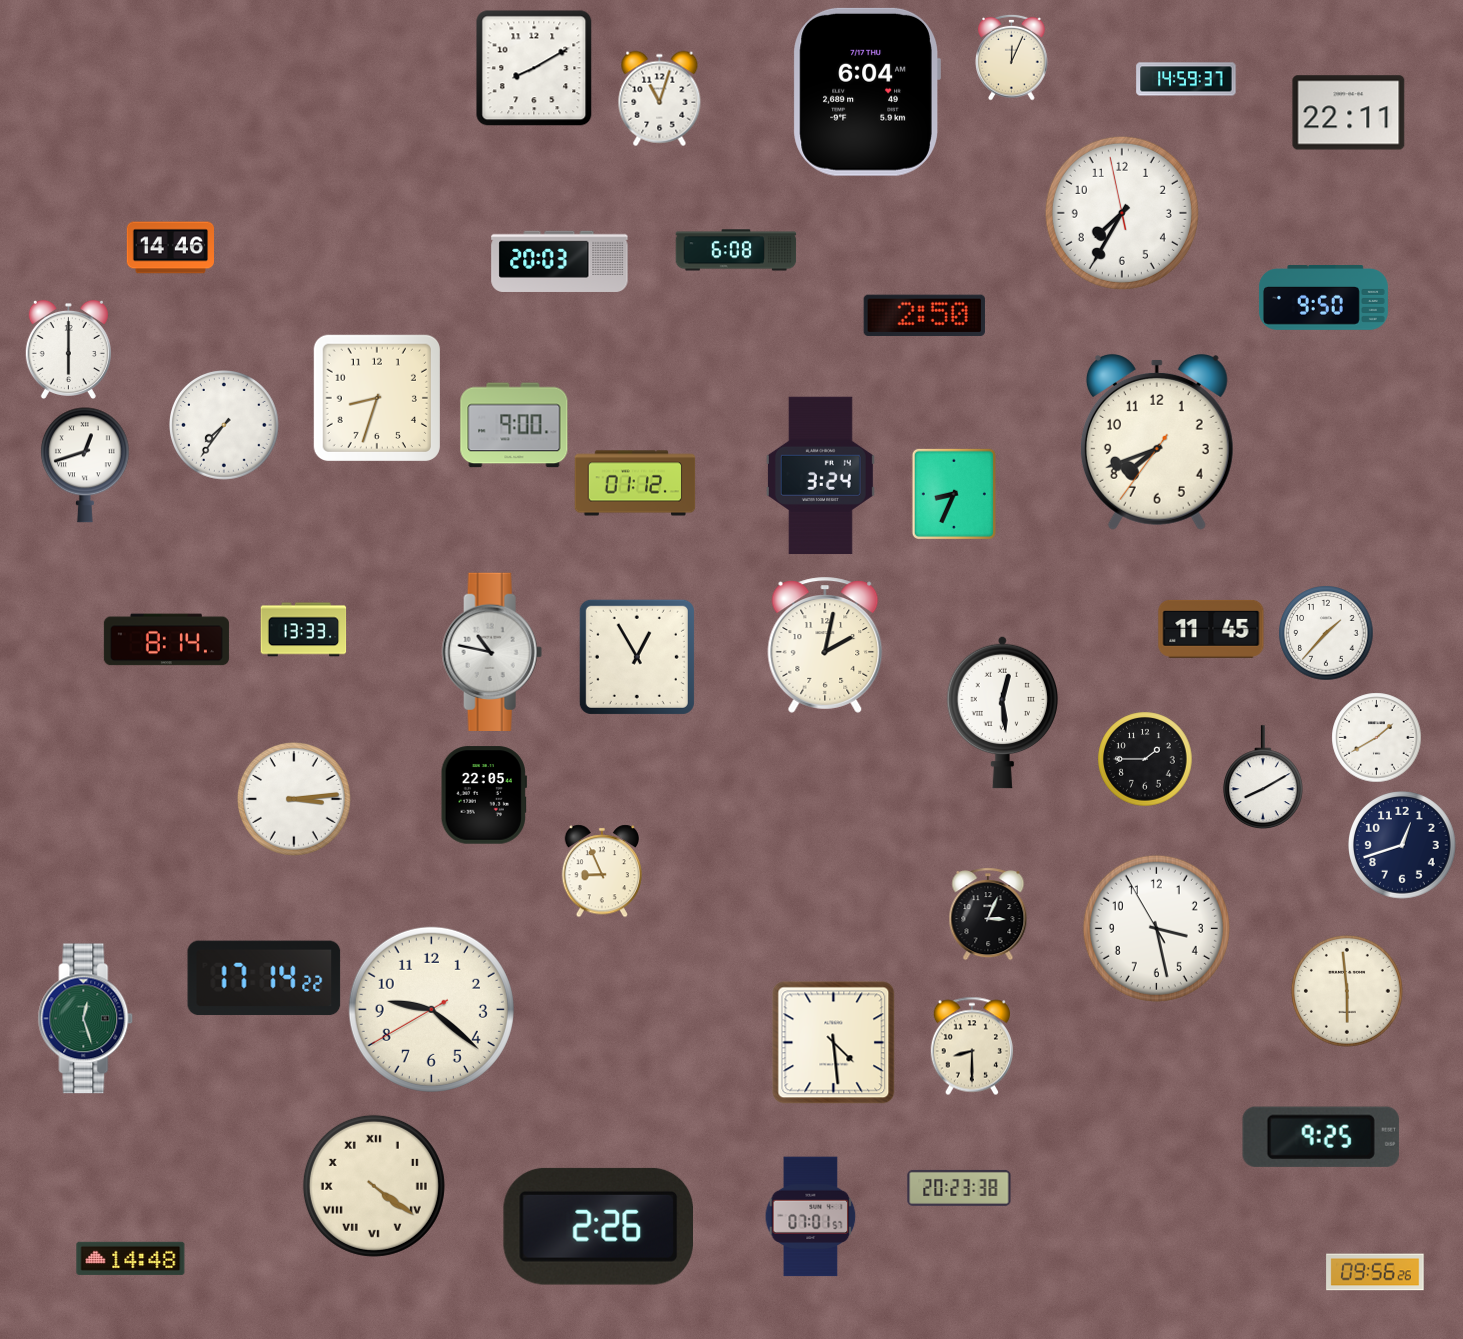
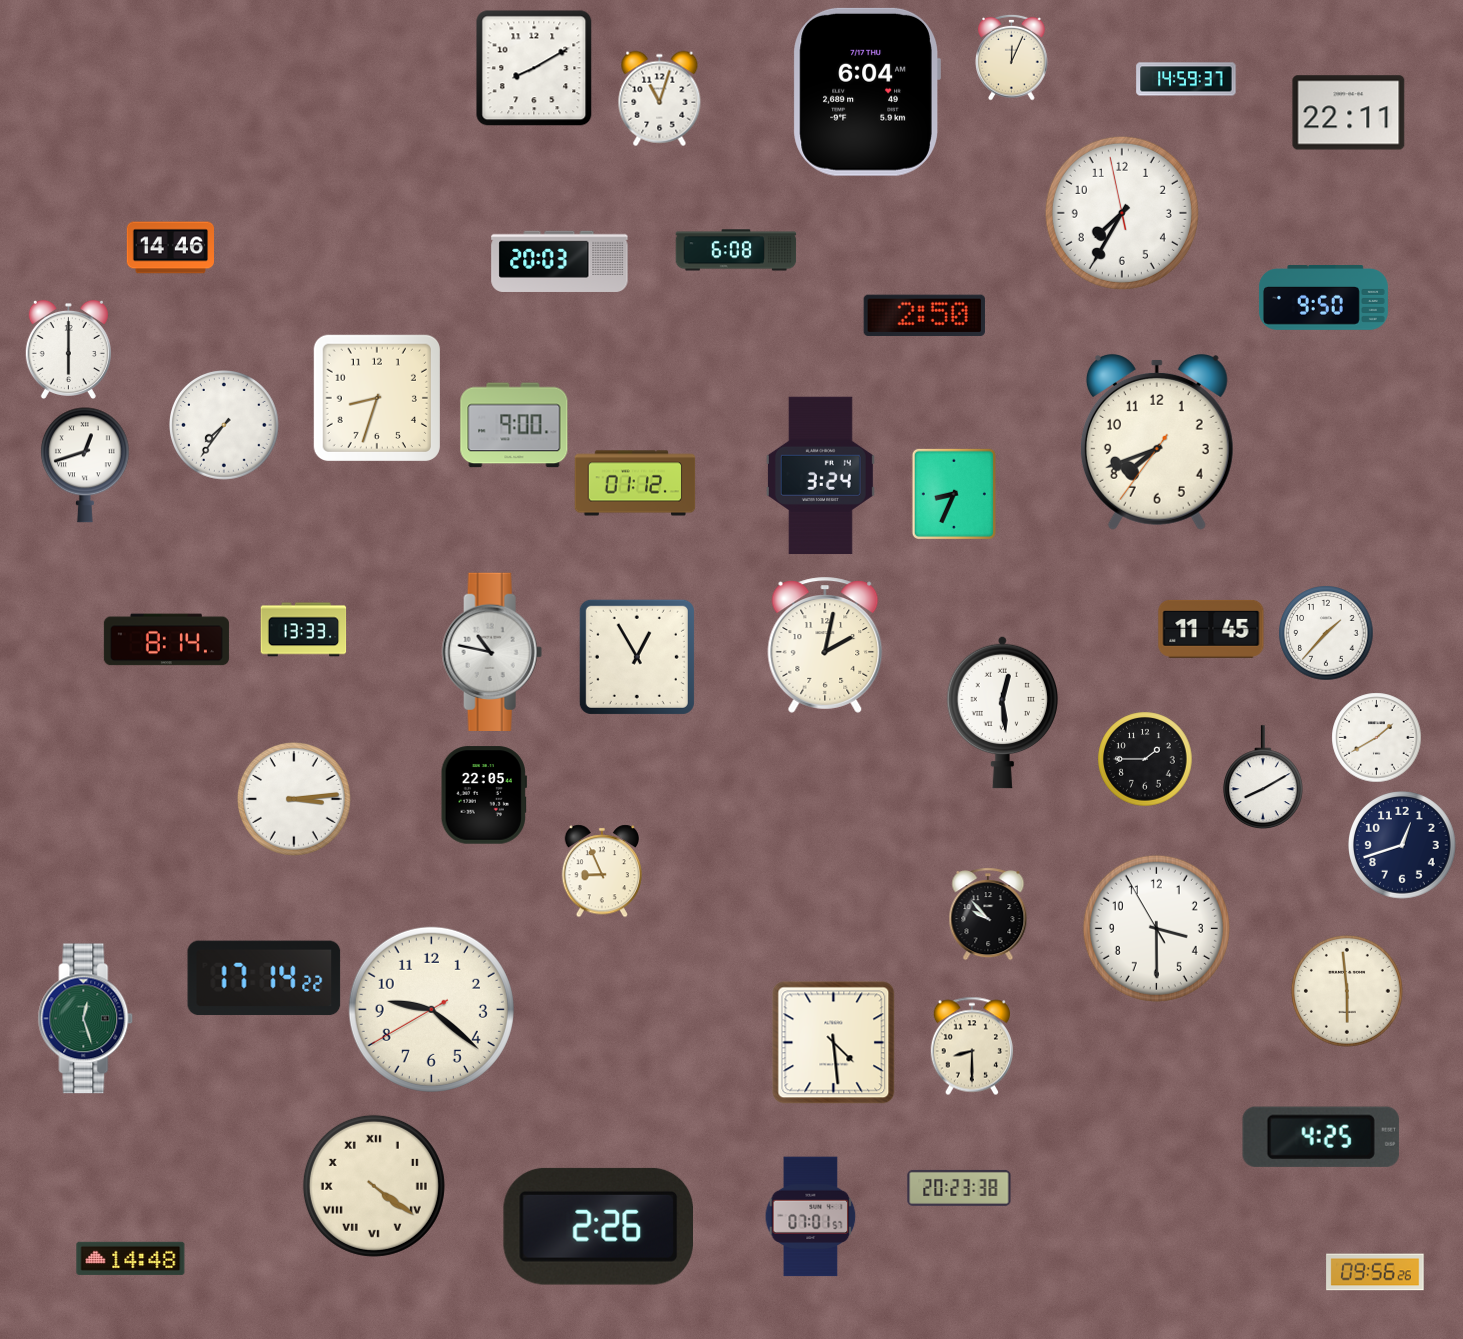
clock at (988, 914): 3:04 -> 9:53
clock at (1156, 928): 3:27 -> 3:29
clock at (1321, 1137): 9:25 -> 4:25
